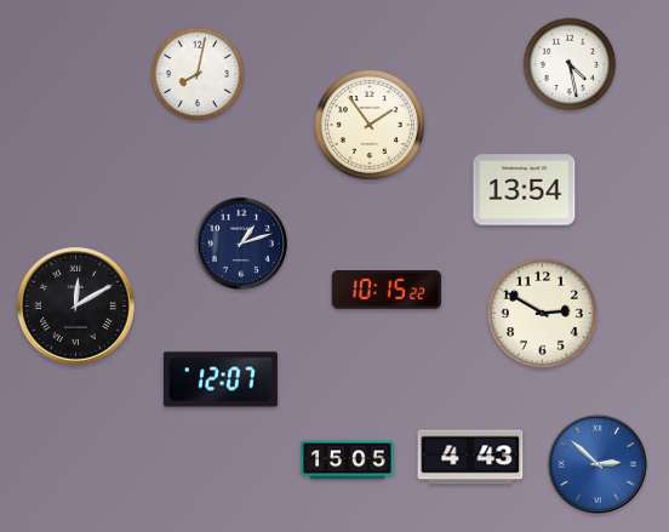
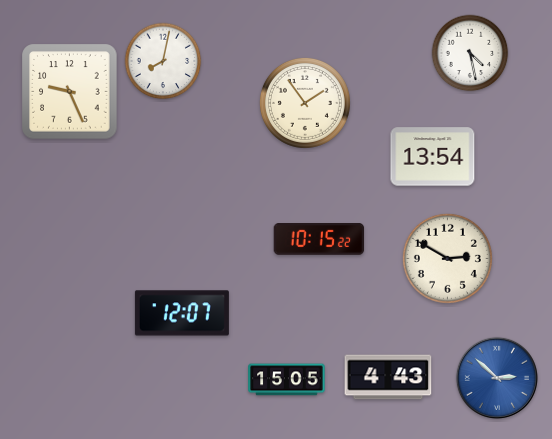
clock at (70, 92): none -> 9:26
clock at (241, 244): 1:12 -> none
clock at (75, 305): 12:10 -> none
clock at (597, 464) position: (597, 464) -> (497, 378)
